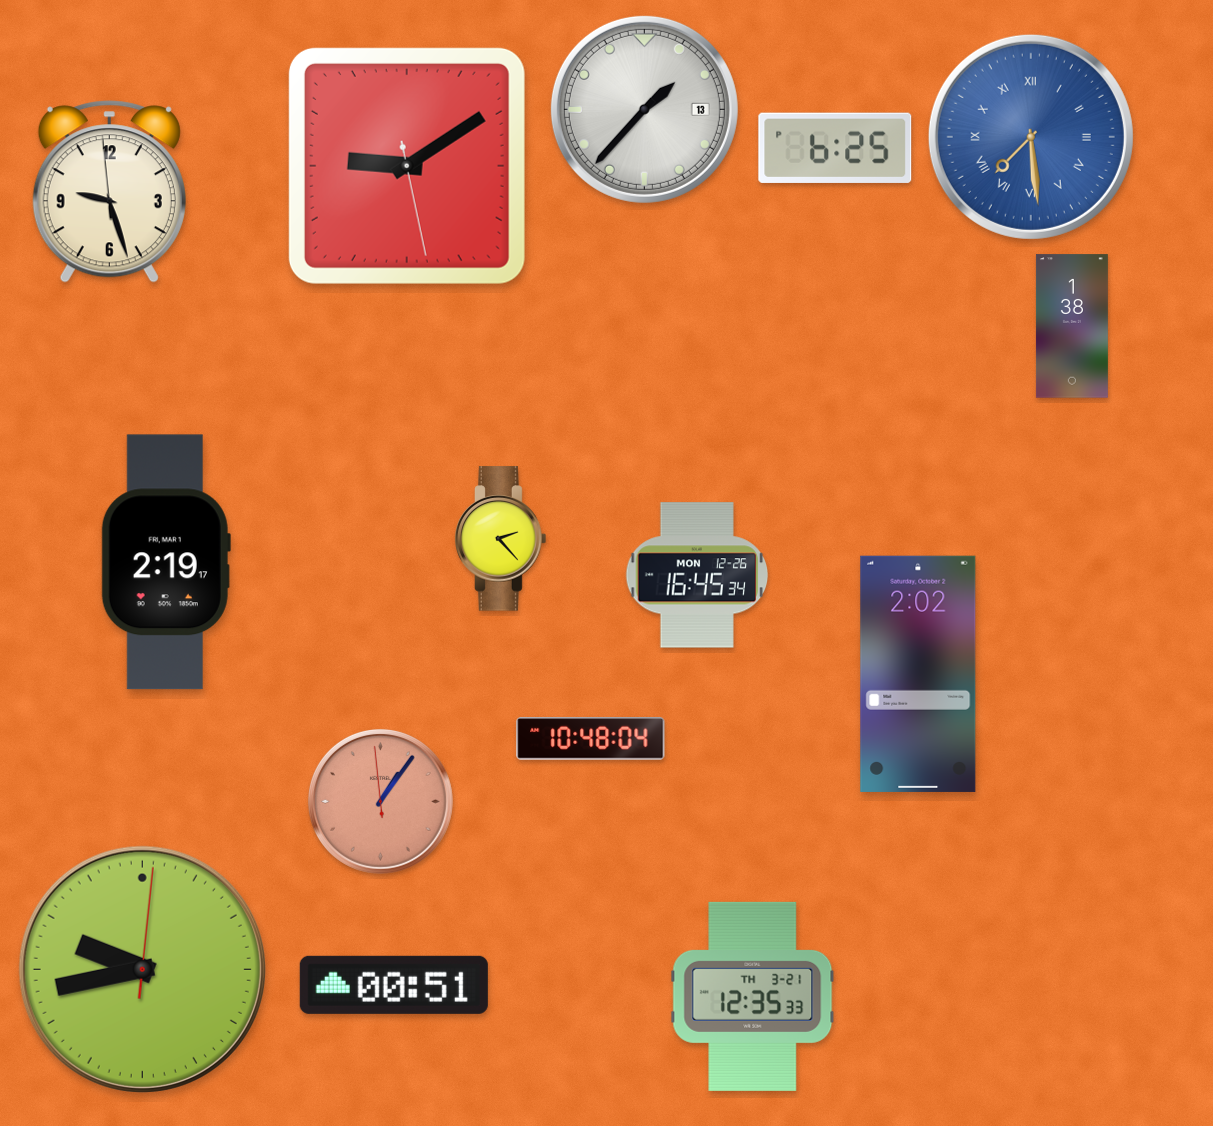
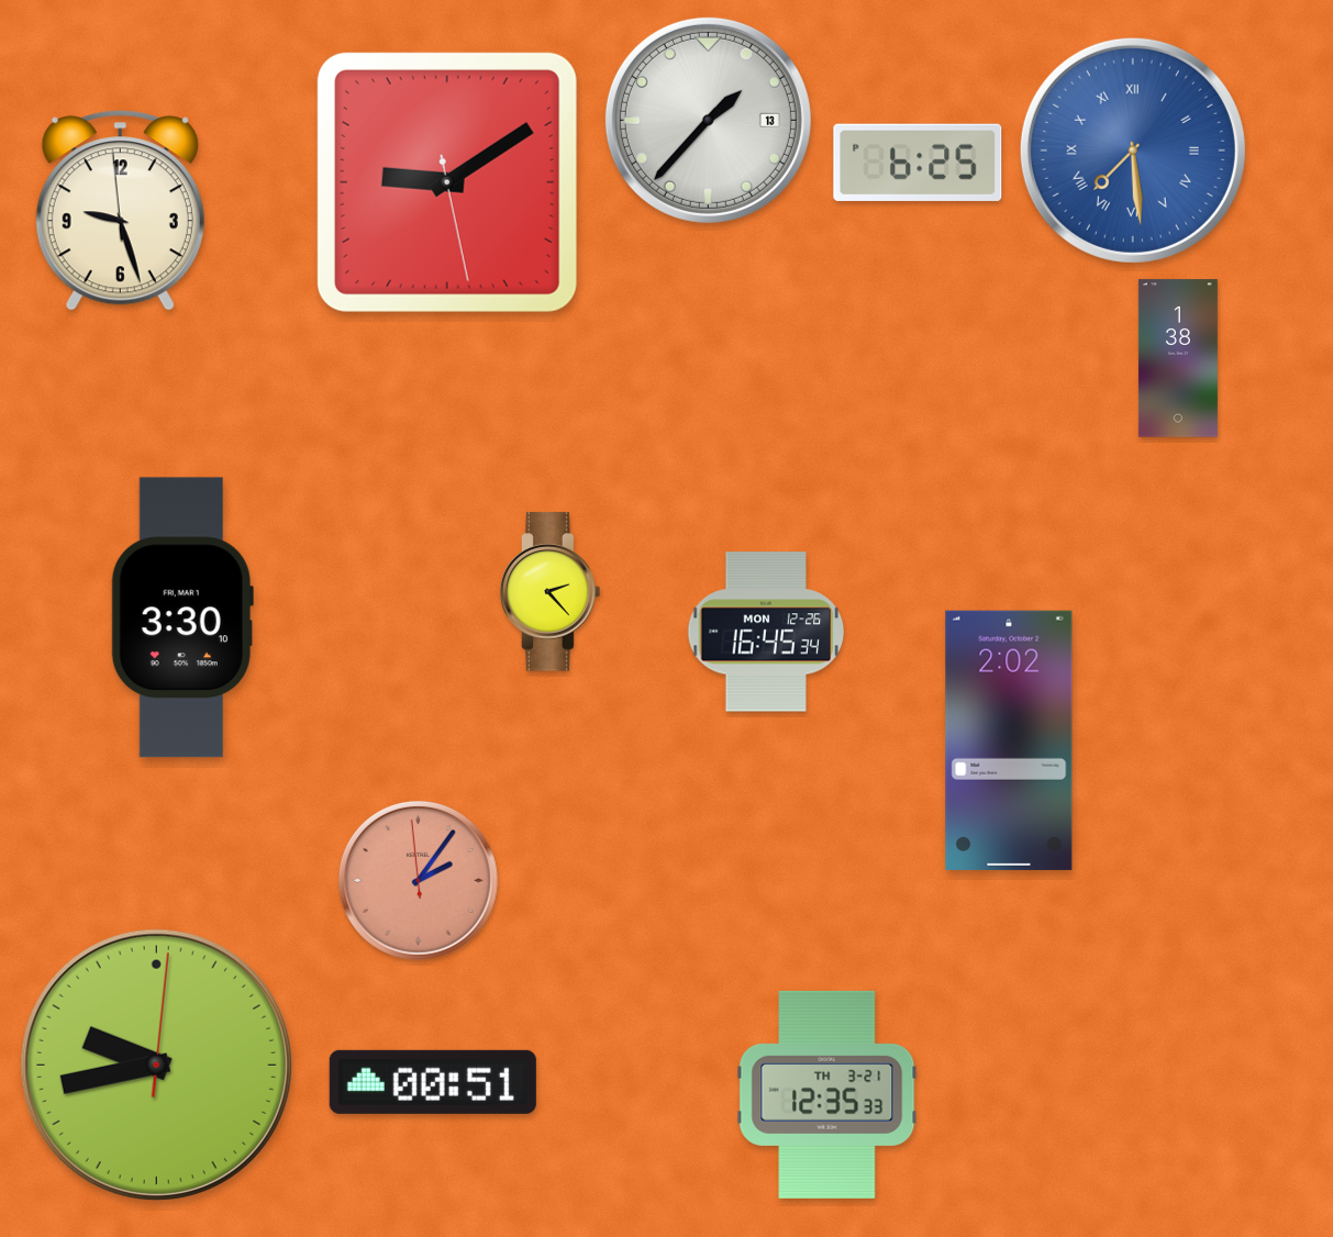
clock at (166, 562): 2:19 -> 3:30
clock at (591, 739): 10:48 -> none
clock at (380, 801): 1:05 -> 2:05
